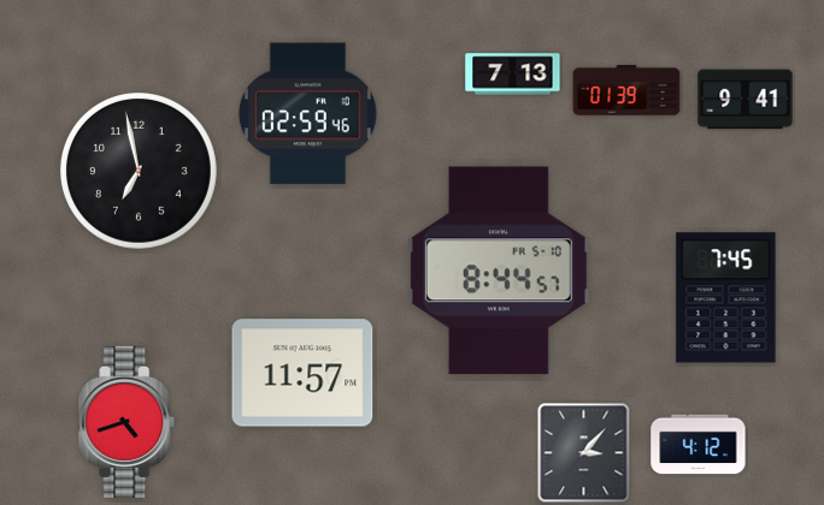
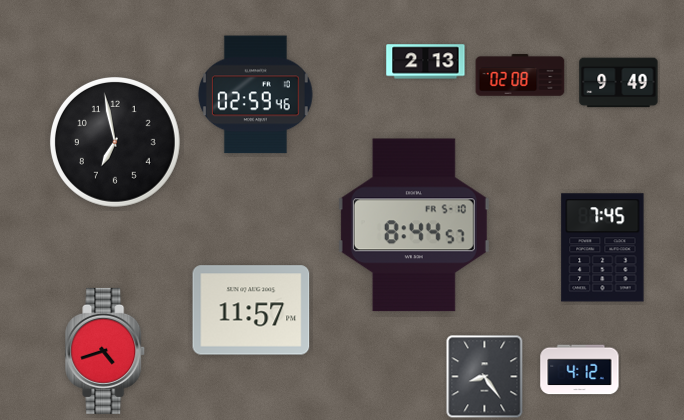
clock at (513, 75): 7:13 -> 2:13
clock at (626, 90): 01:39 -> 02:08
clock at (746, 100): 9:41 -> 9:49
clock at (584, 453): 3:07 -> 8:24
